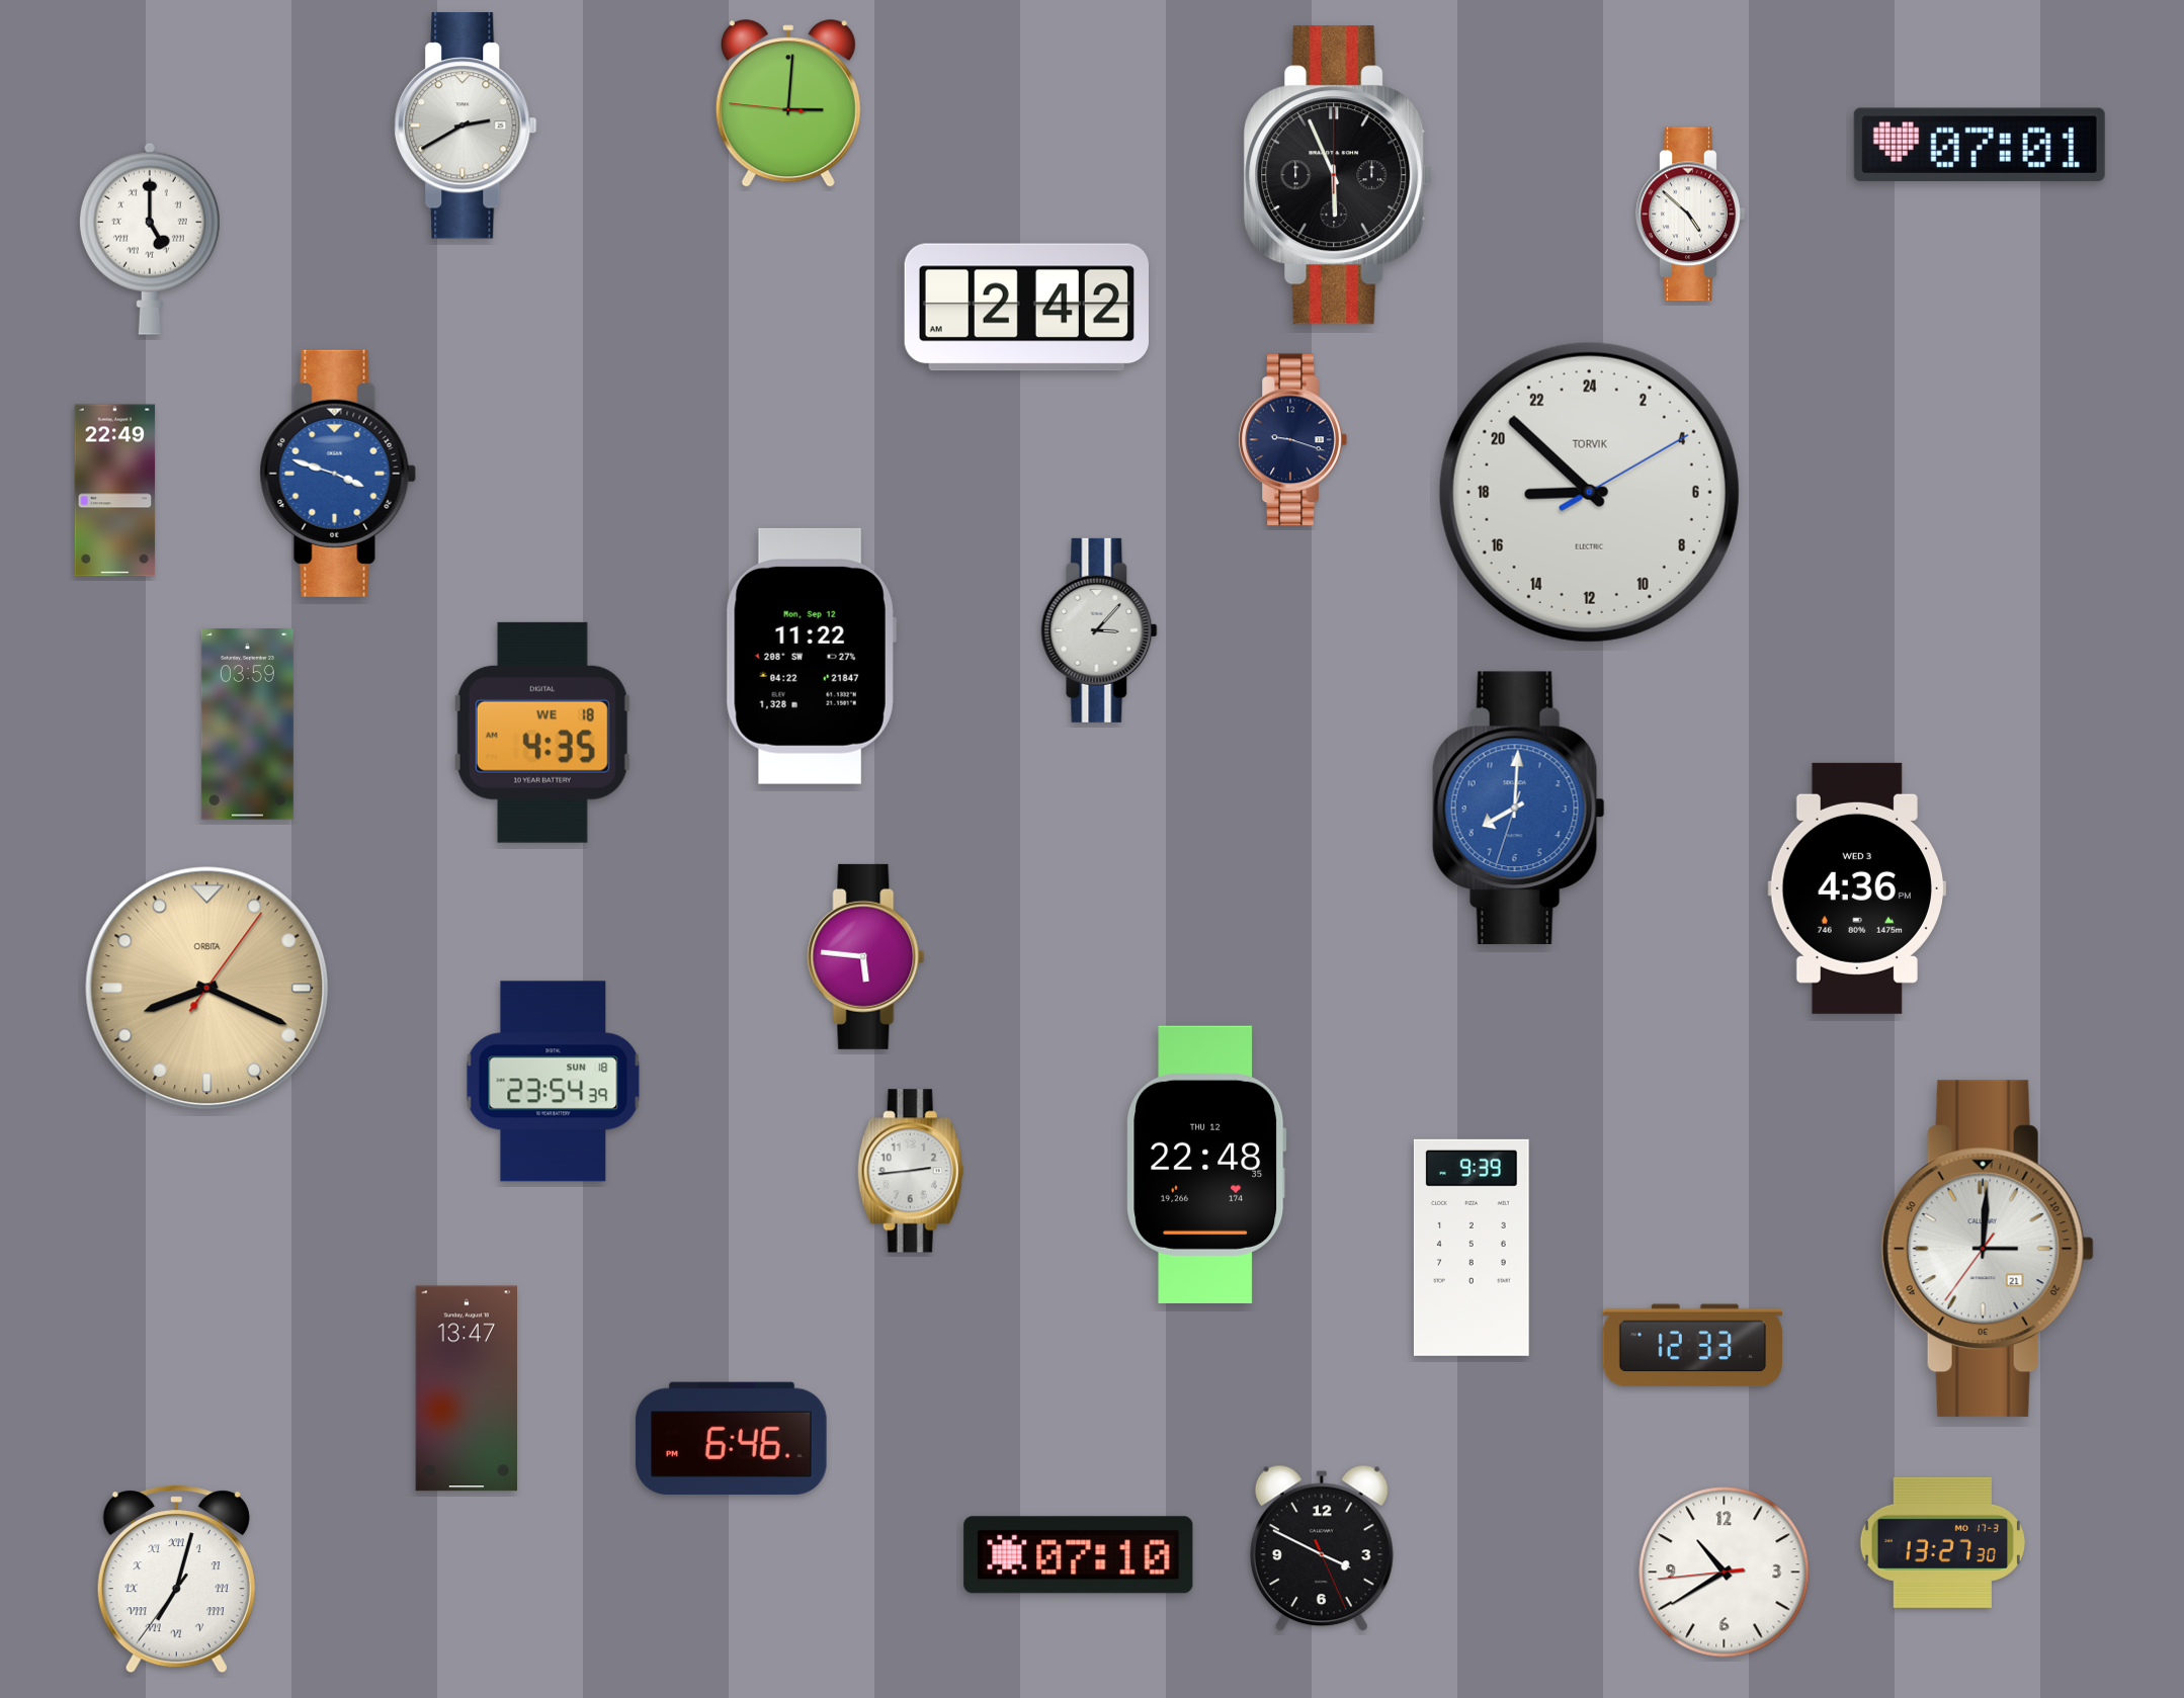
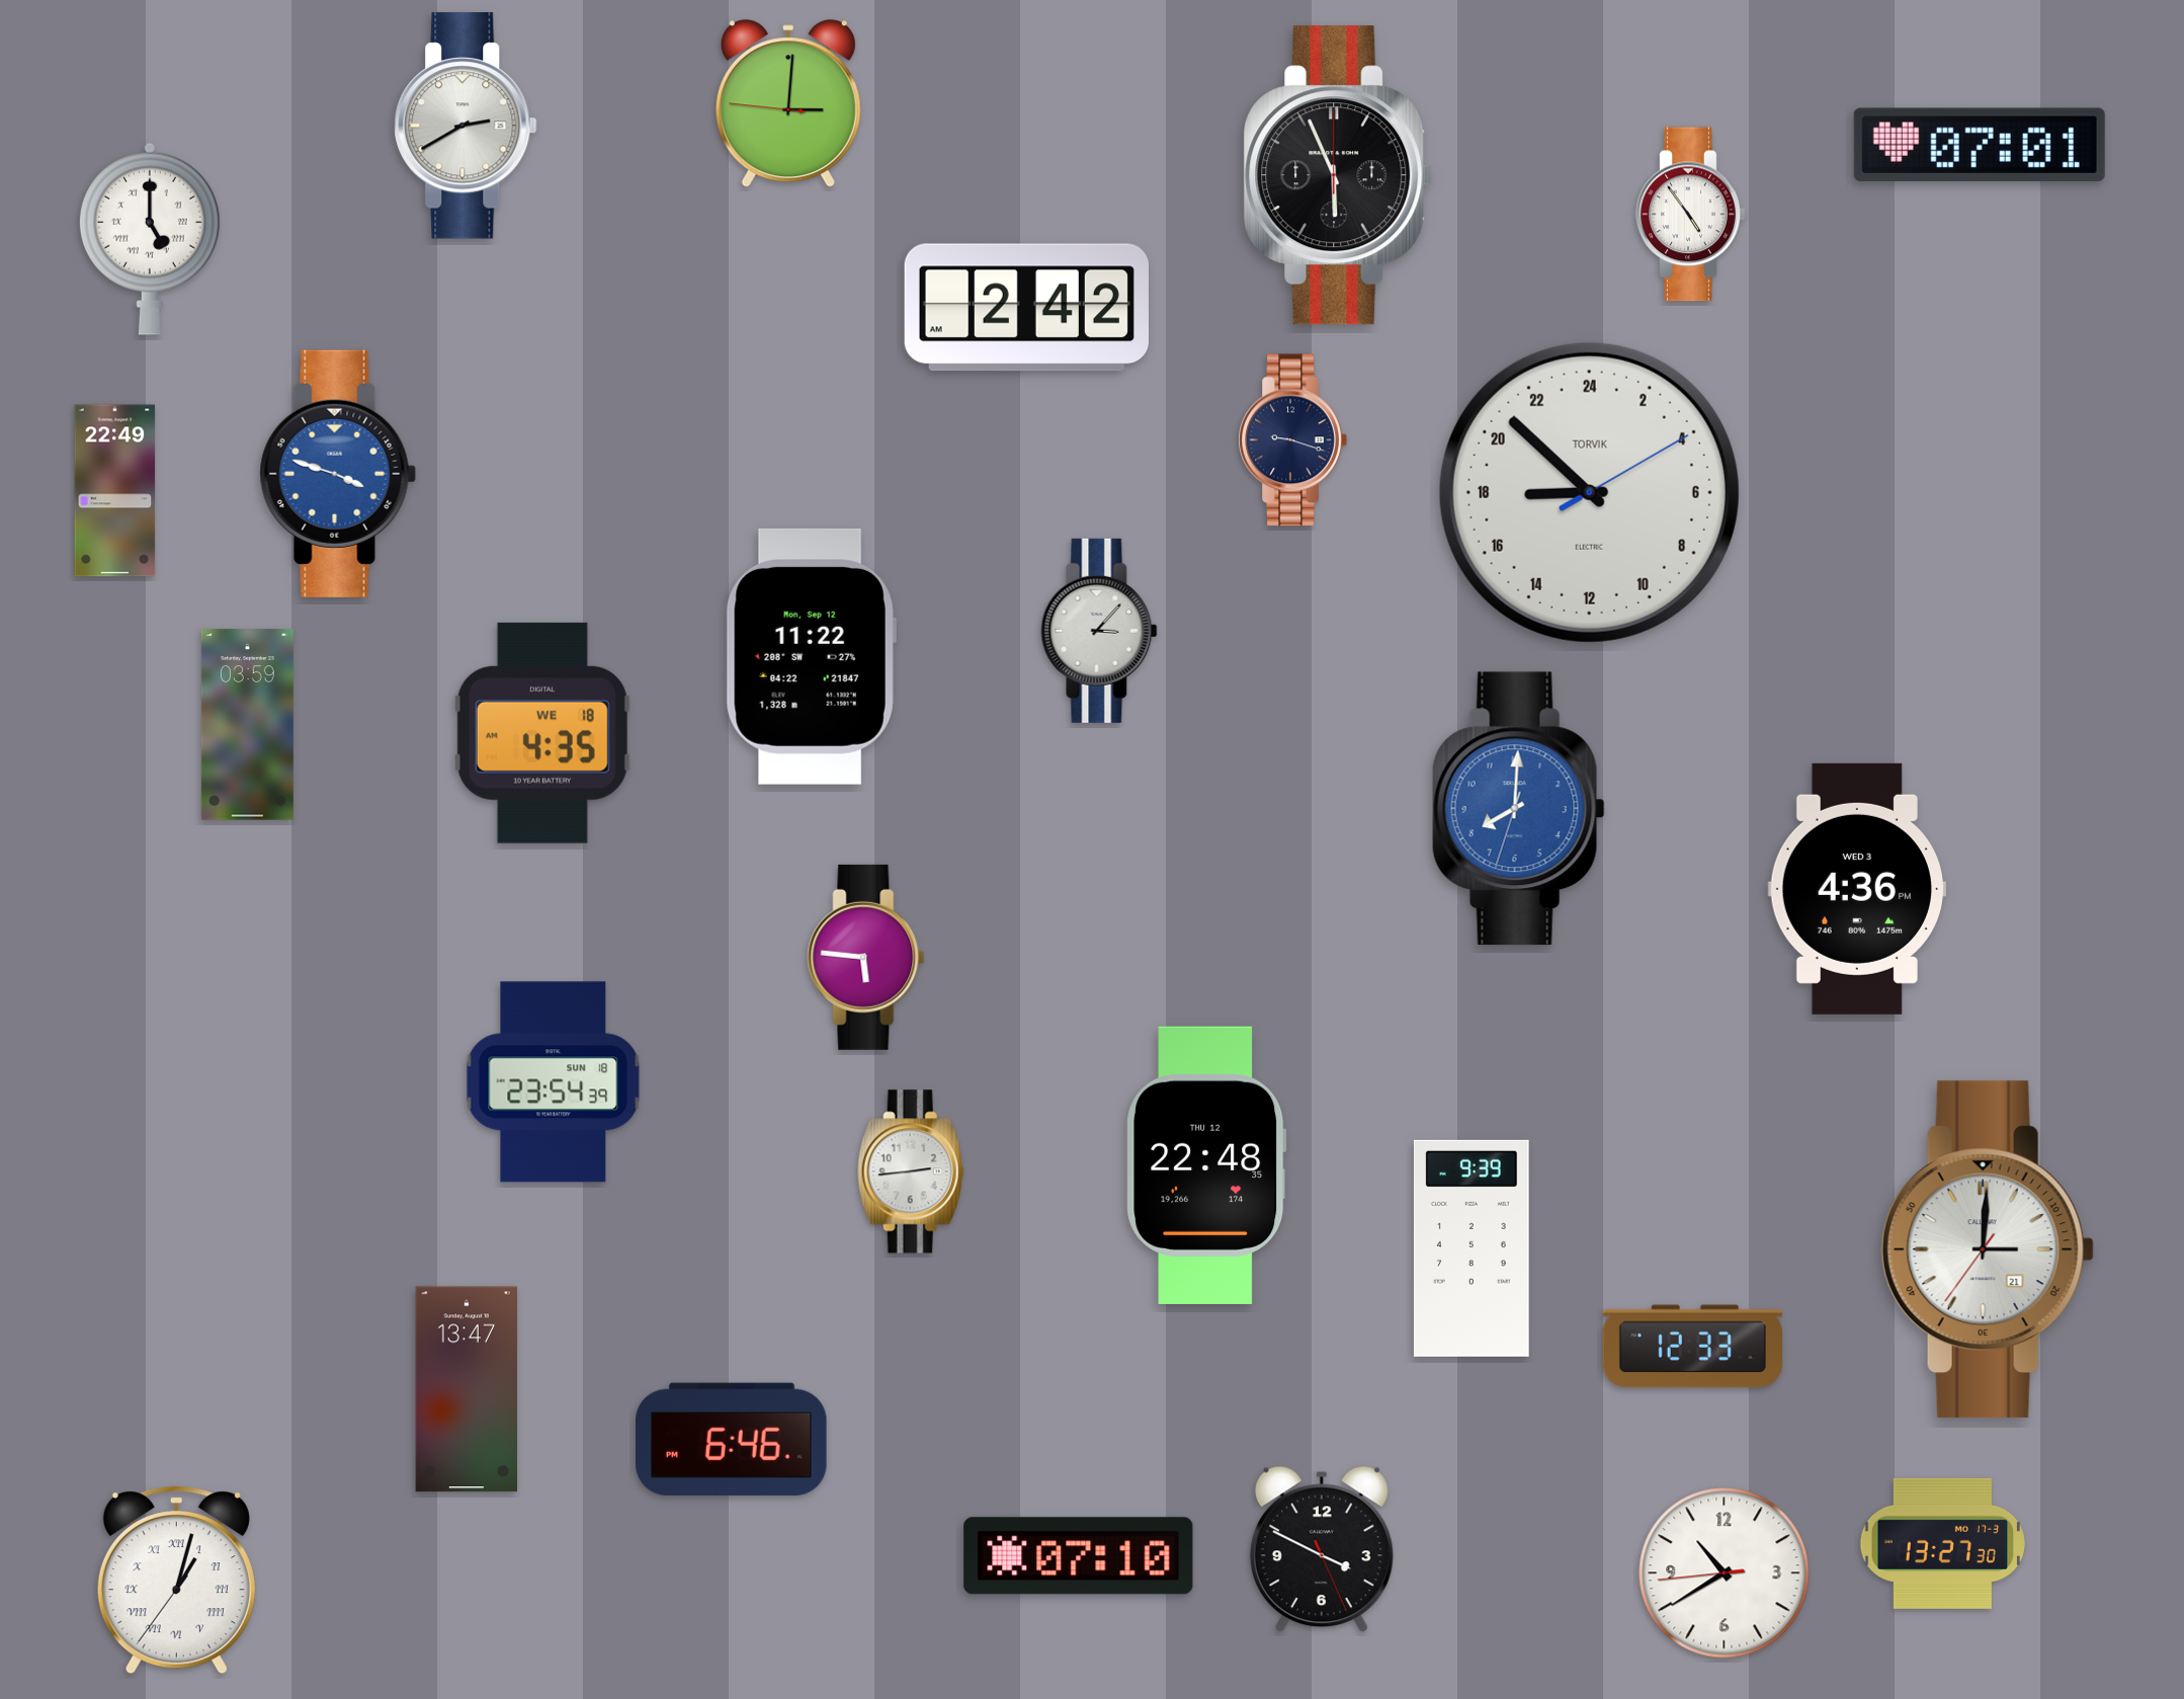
clock at (1691, 215): 4:52 -> 4:54
clock at (207, 989): 8:19 -> none
clock at (176, 1580): 7:02 -> 1:02
